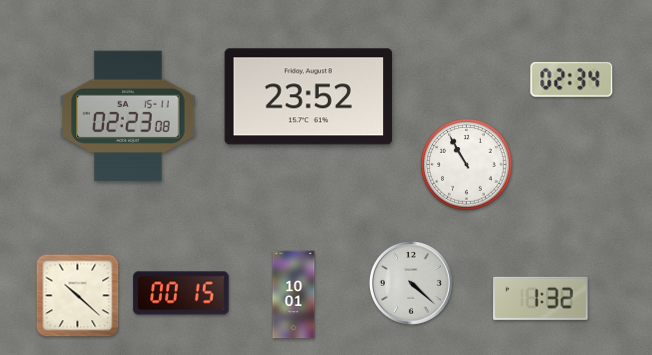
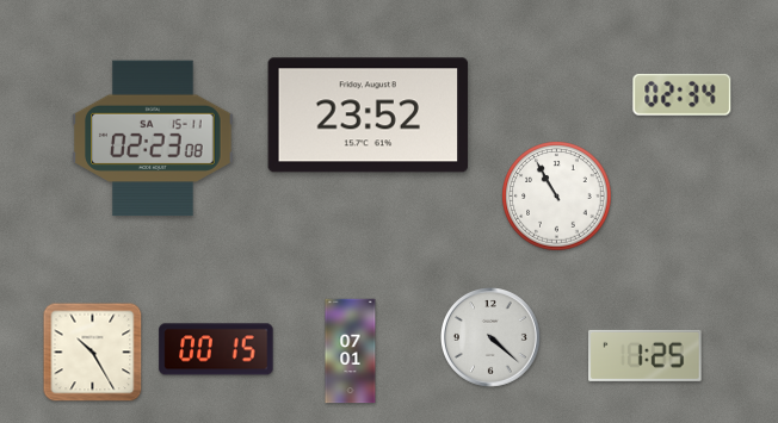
clock at (294, 295): 10:01 -> 07:01
clock at (78, 296): 10:22 -> 10:25
clock at (541, 298): 1:32 -> 1:25
